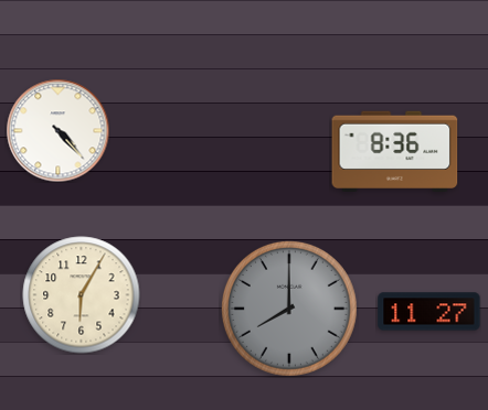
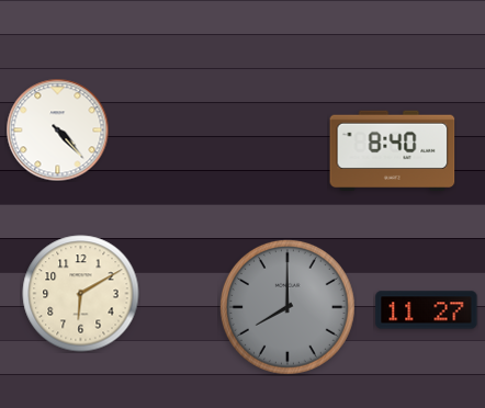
clock at (395, 151): 8:36 -> 8:40
clock at (82, 295): 6:05 -> 6:10
